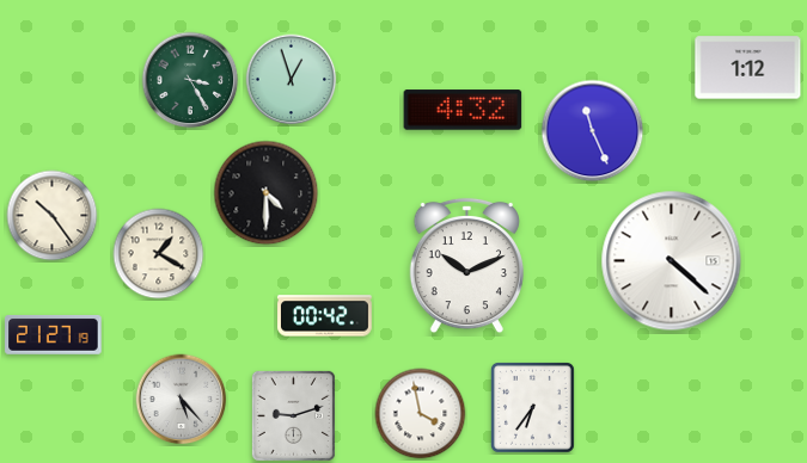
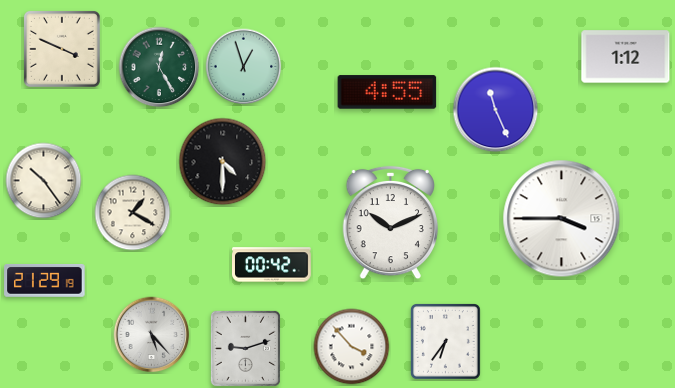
clock at (62, 49): none -> 3:49
clock at (190, 80): 3:25 -> 12:25
clock at (463, 110): 4:32 -> 4:55
clock at (672, 261): 4:22 -> 3:45
clock at (54, 335): 21:27 -> 21:29
clock at (421, 414): 3:58 -> 3:53
